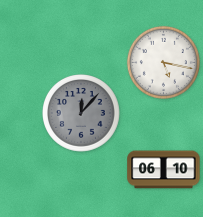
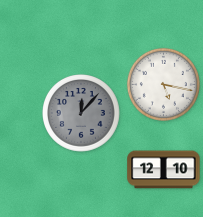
clock at (163, 62) position: (163, 62) -> (163, 84)
clock at (164, 170): 06:10 -> 12:10
